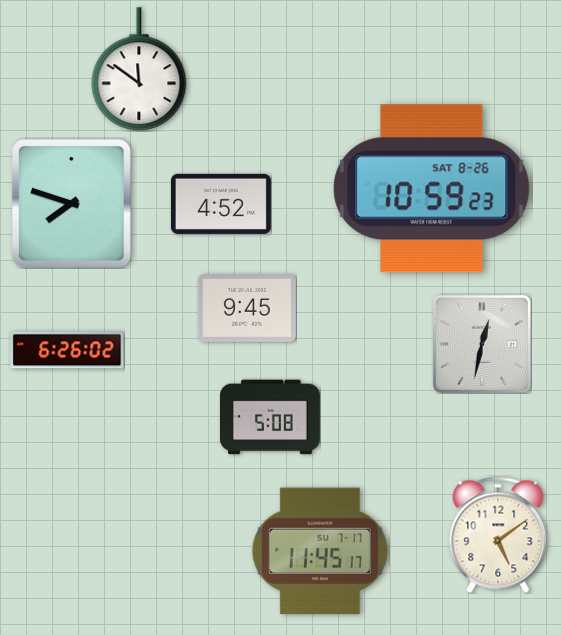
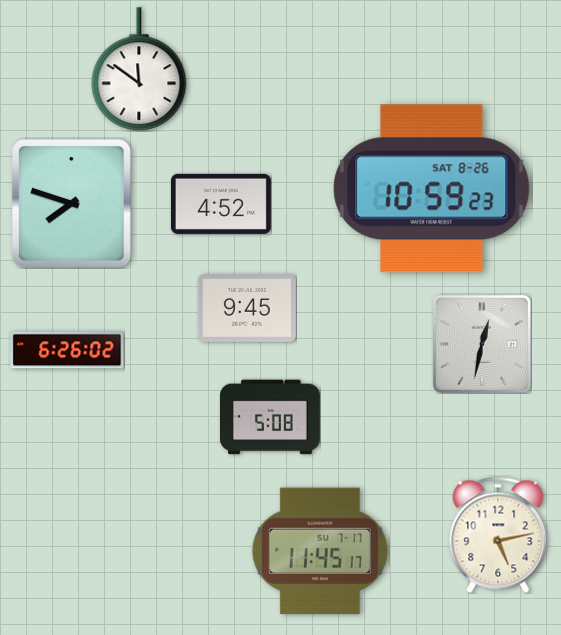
clock at (498, 535): 5:09 -> 5:13
